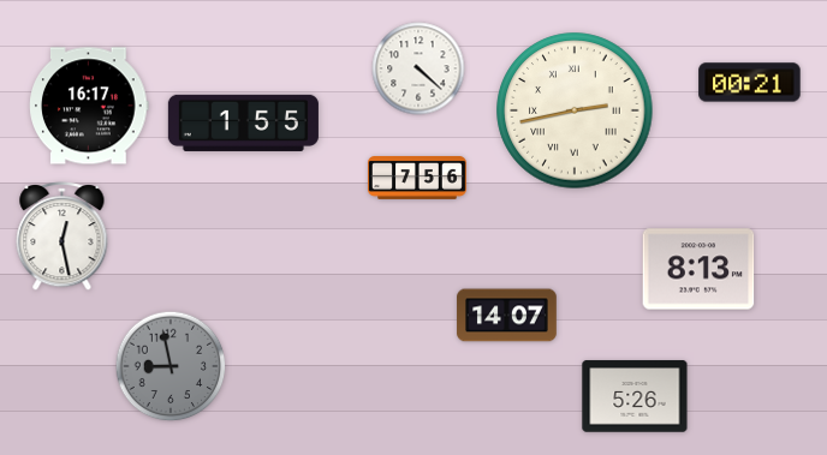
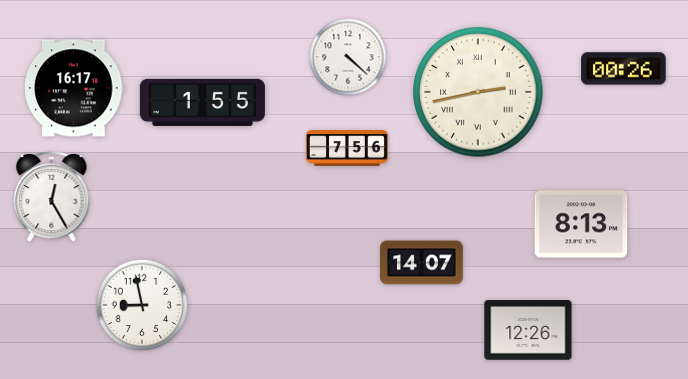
clock at (750, 83): 00:21 -> 00:26
clock at (63, 237): 12:28 -> 12:25
clock at (171, 366) dial: grey -> white
clock at (635, 396): 5:26 -> 12:26
